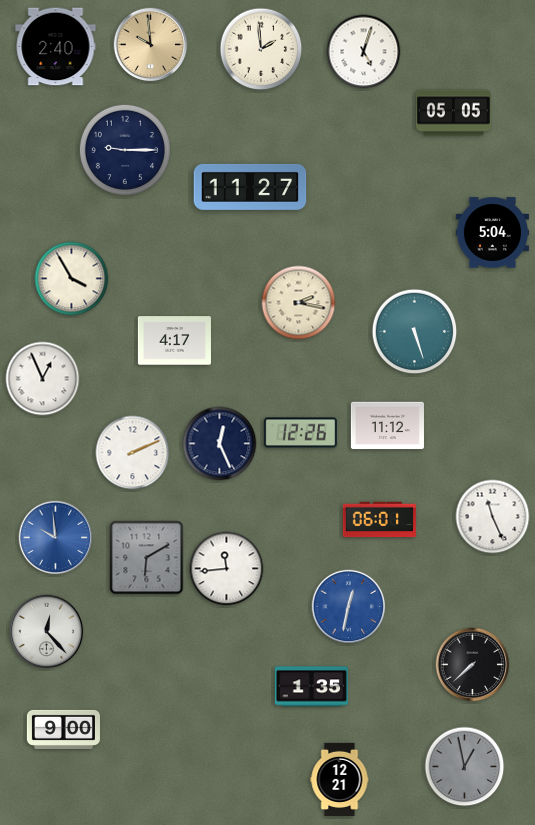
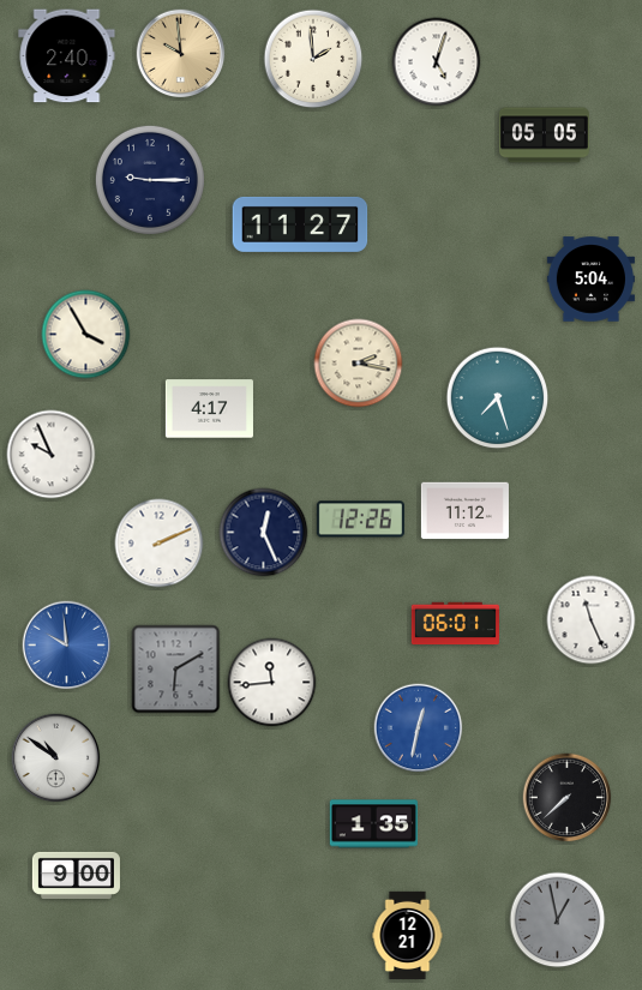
clock at (415, 332): 5:27 -> 7:27
clock at (43, 379): 12:56 -> 9:56
clock at (47, 632): 12:23 -> 10:51
